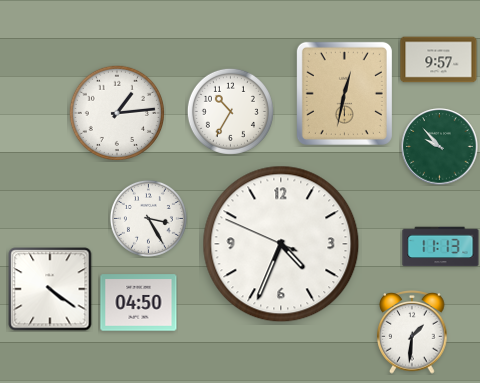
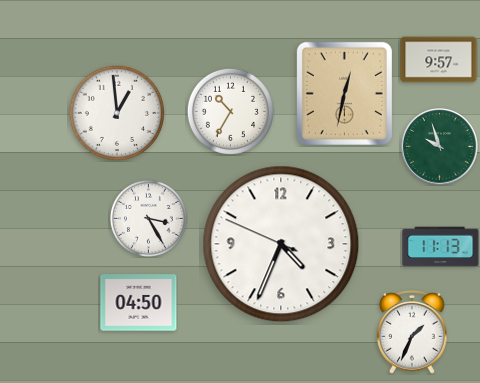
clock at (117, 113): 1:14 -> 12:59
clock at (440, 147): 9:53 -> 9:57
clock at (50, 289): 4:21 -> none
clock at (412, 333): 1:31 -> 1:34
